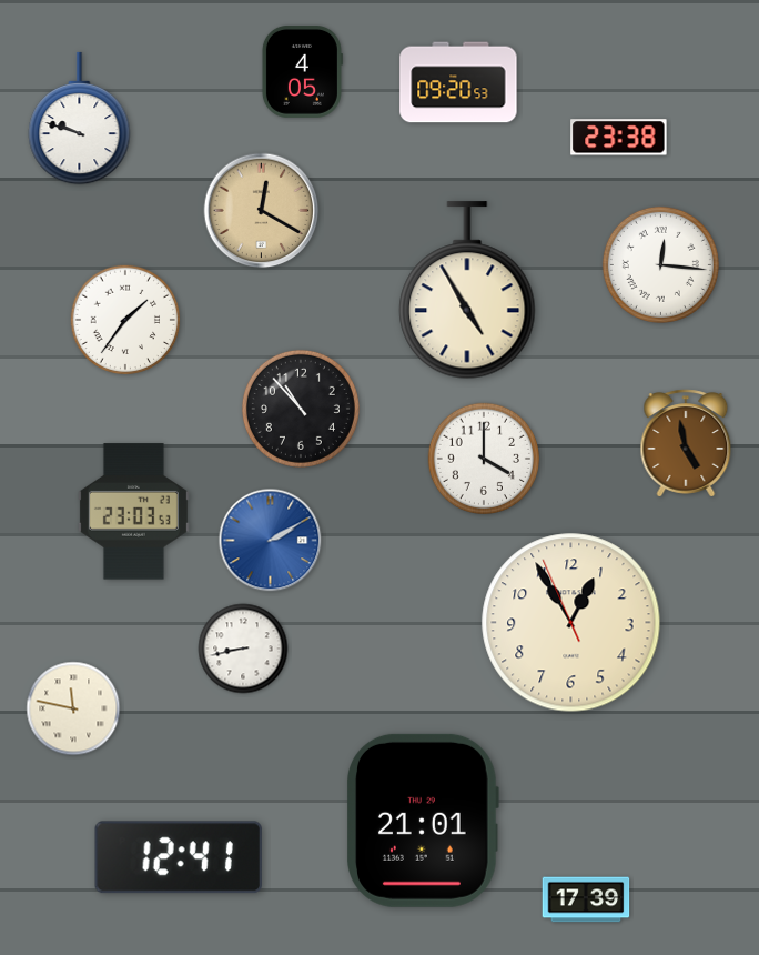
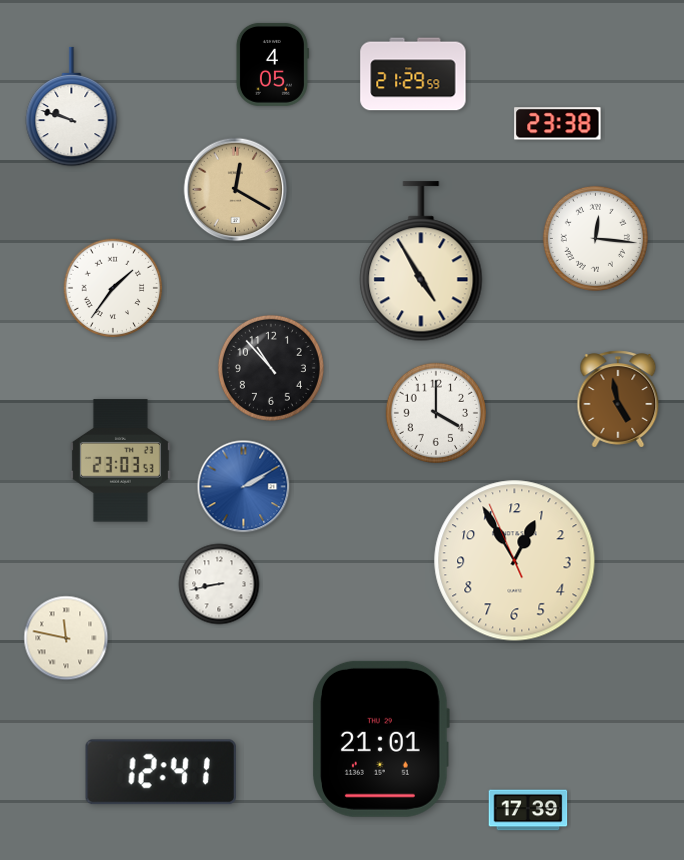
clock at (458, 82): 09:20 -> 21:29
